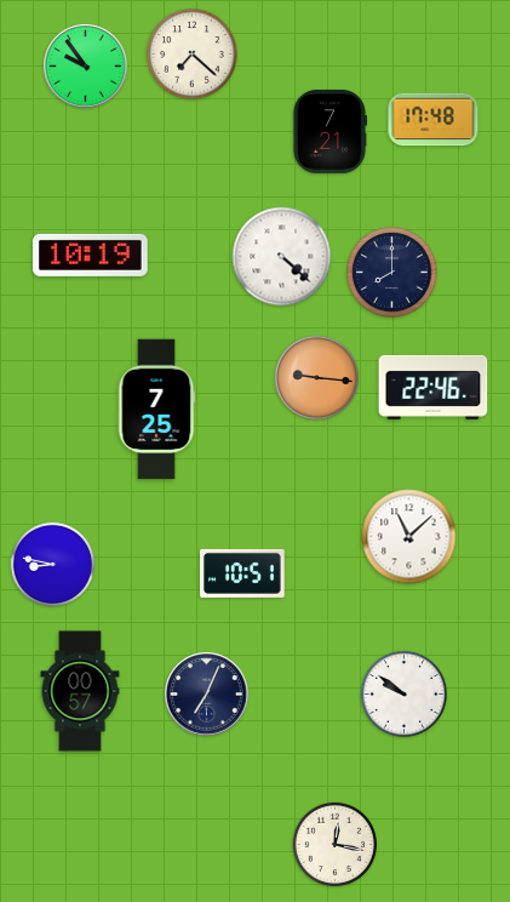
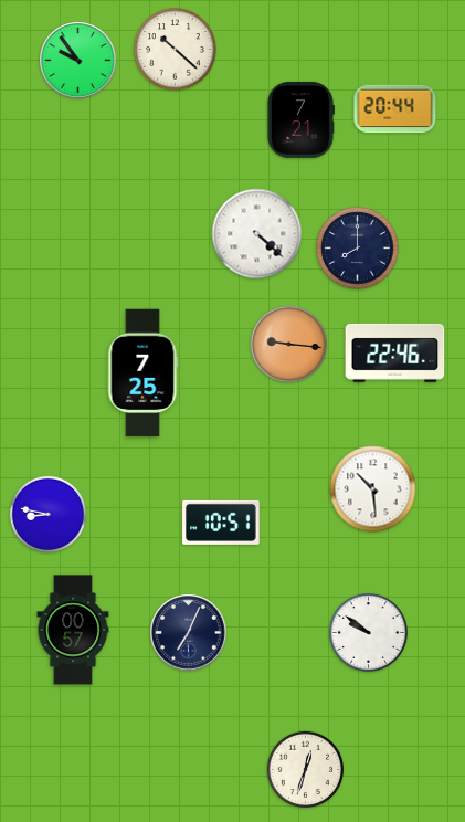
clock at (193, 55): 7:22 -> 10:22
clock at (434, 120): 17:48 -> 20:44
clock at (91, 255): 10:19 -> none
clock at (409, 537): 11:08 -> 10:29
clock at (334, 844): 12:17 -> 12:33
